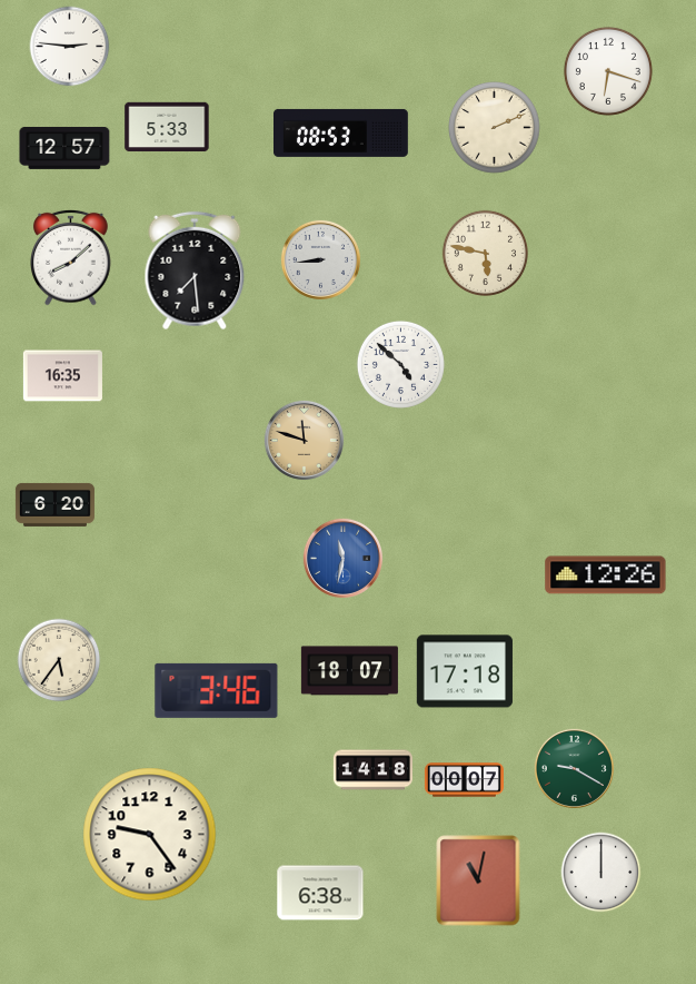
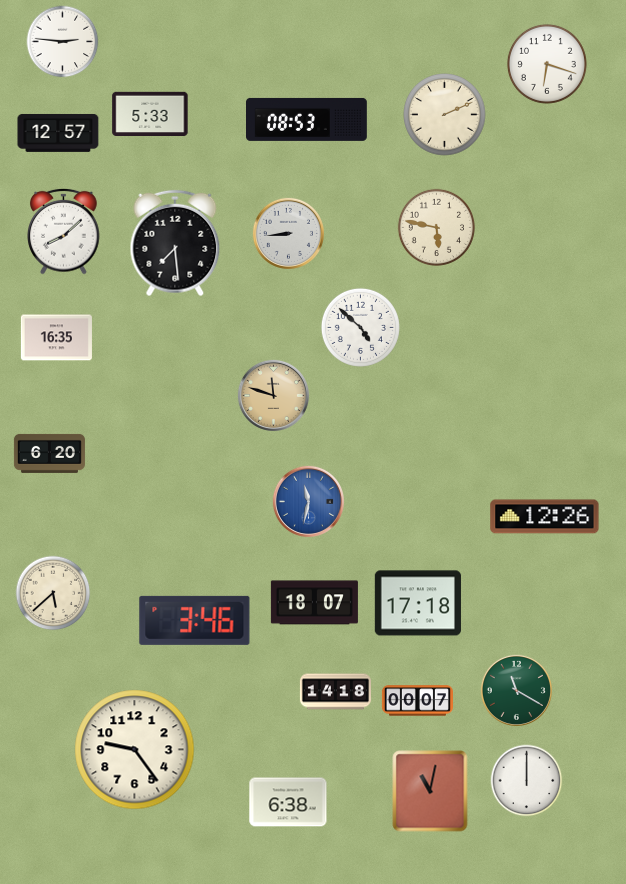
clock at (59, 660): 5:36 -> 5:38
clock at (574, 768): 9:20 -> 11:20
clock at (601, 873) position: (601, 873) -> (527, 781)
